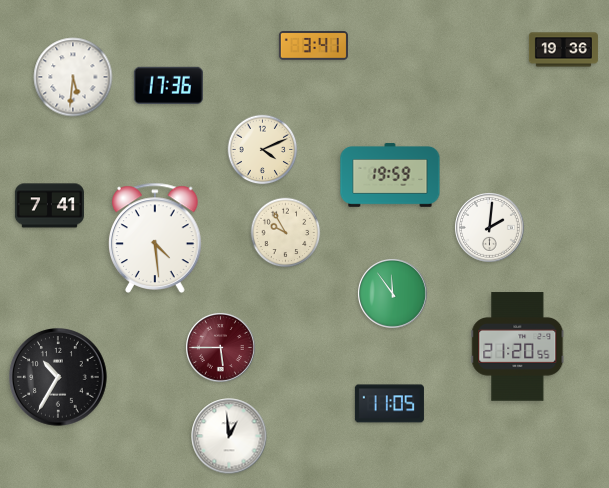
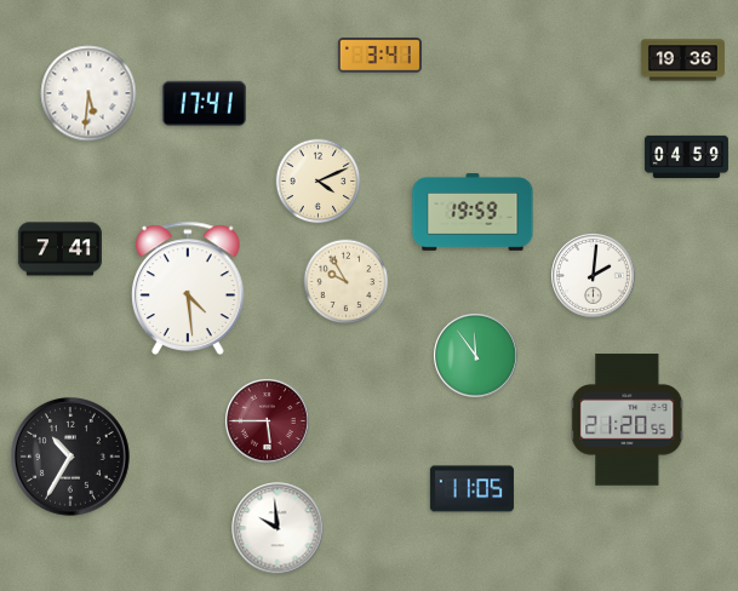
clock at (168, 85): 17:36 -> 17:41
clock at (686, 156): none -> 04:59
clock at (229, 436): 12:59 -> 9:59
